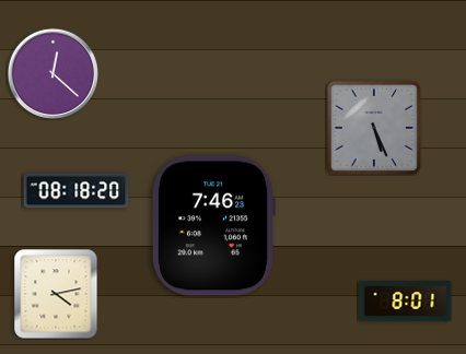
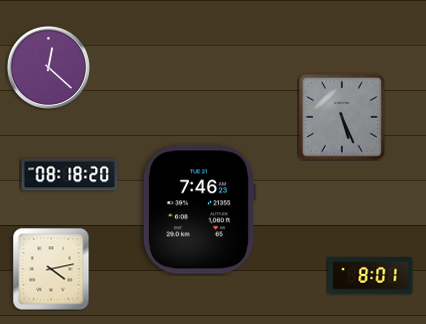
clock at (213, 226) position: (213, 226) -> (199, 210)
